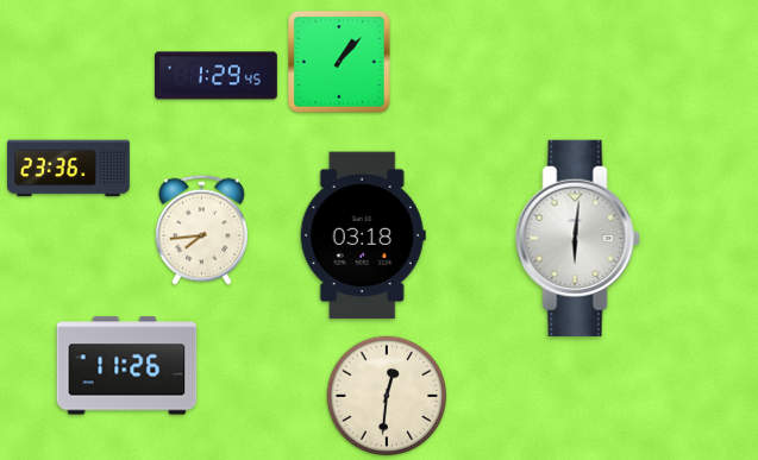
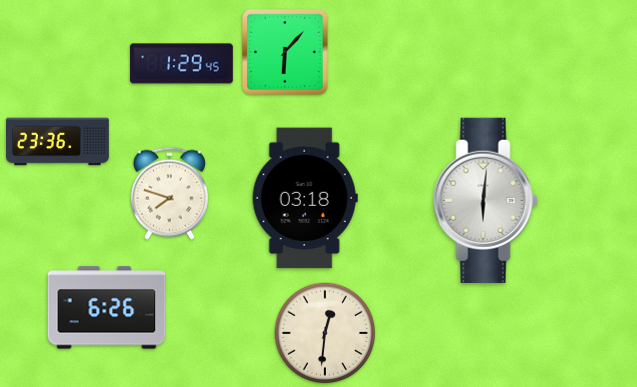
clock at (340, 63): 1:07 -> 6:07
clock at (201, 229): 7:44 -> 7:48
clock at (127, 366): 11:26 -> 6:26
